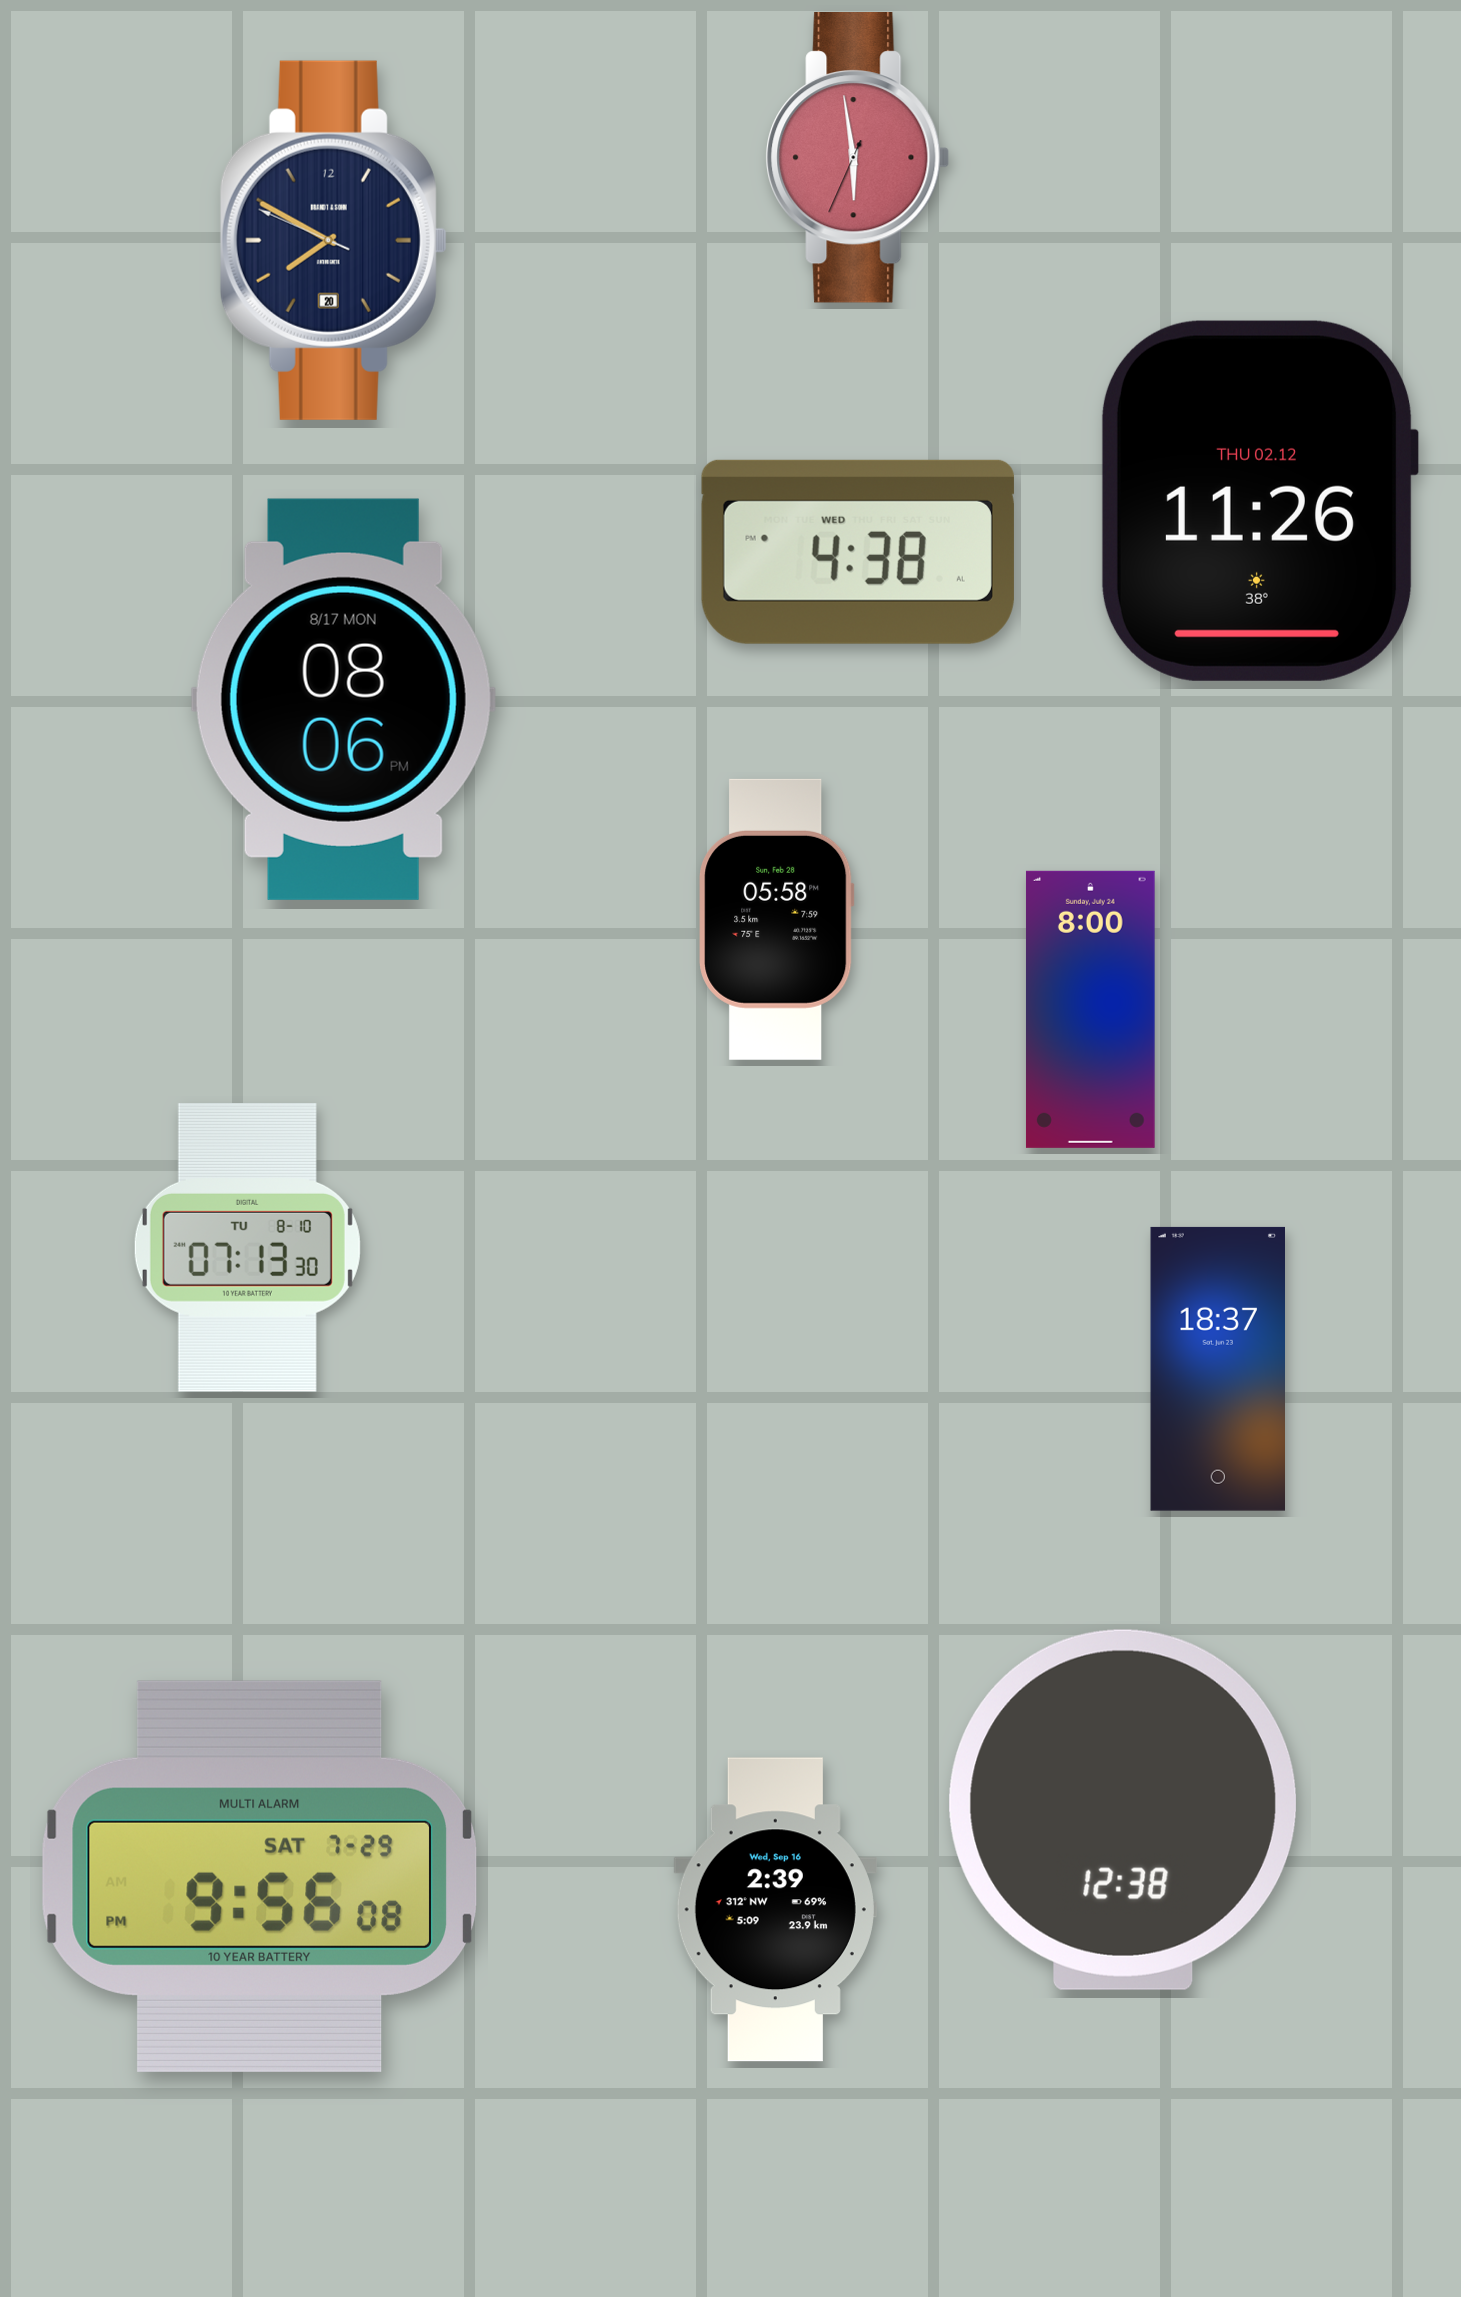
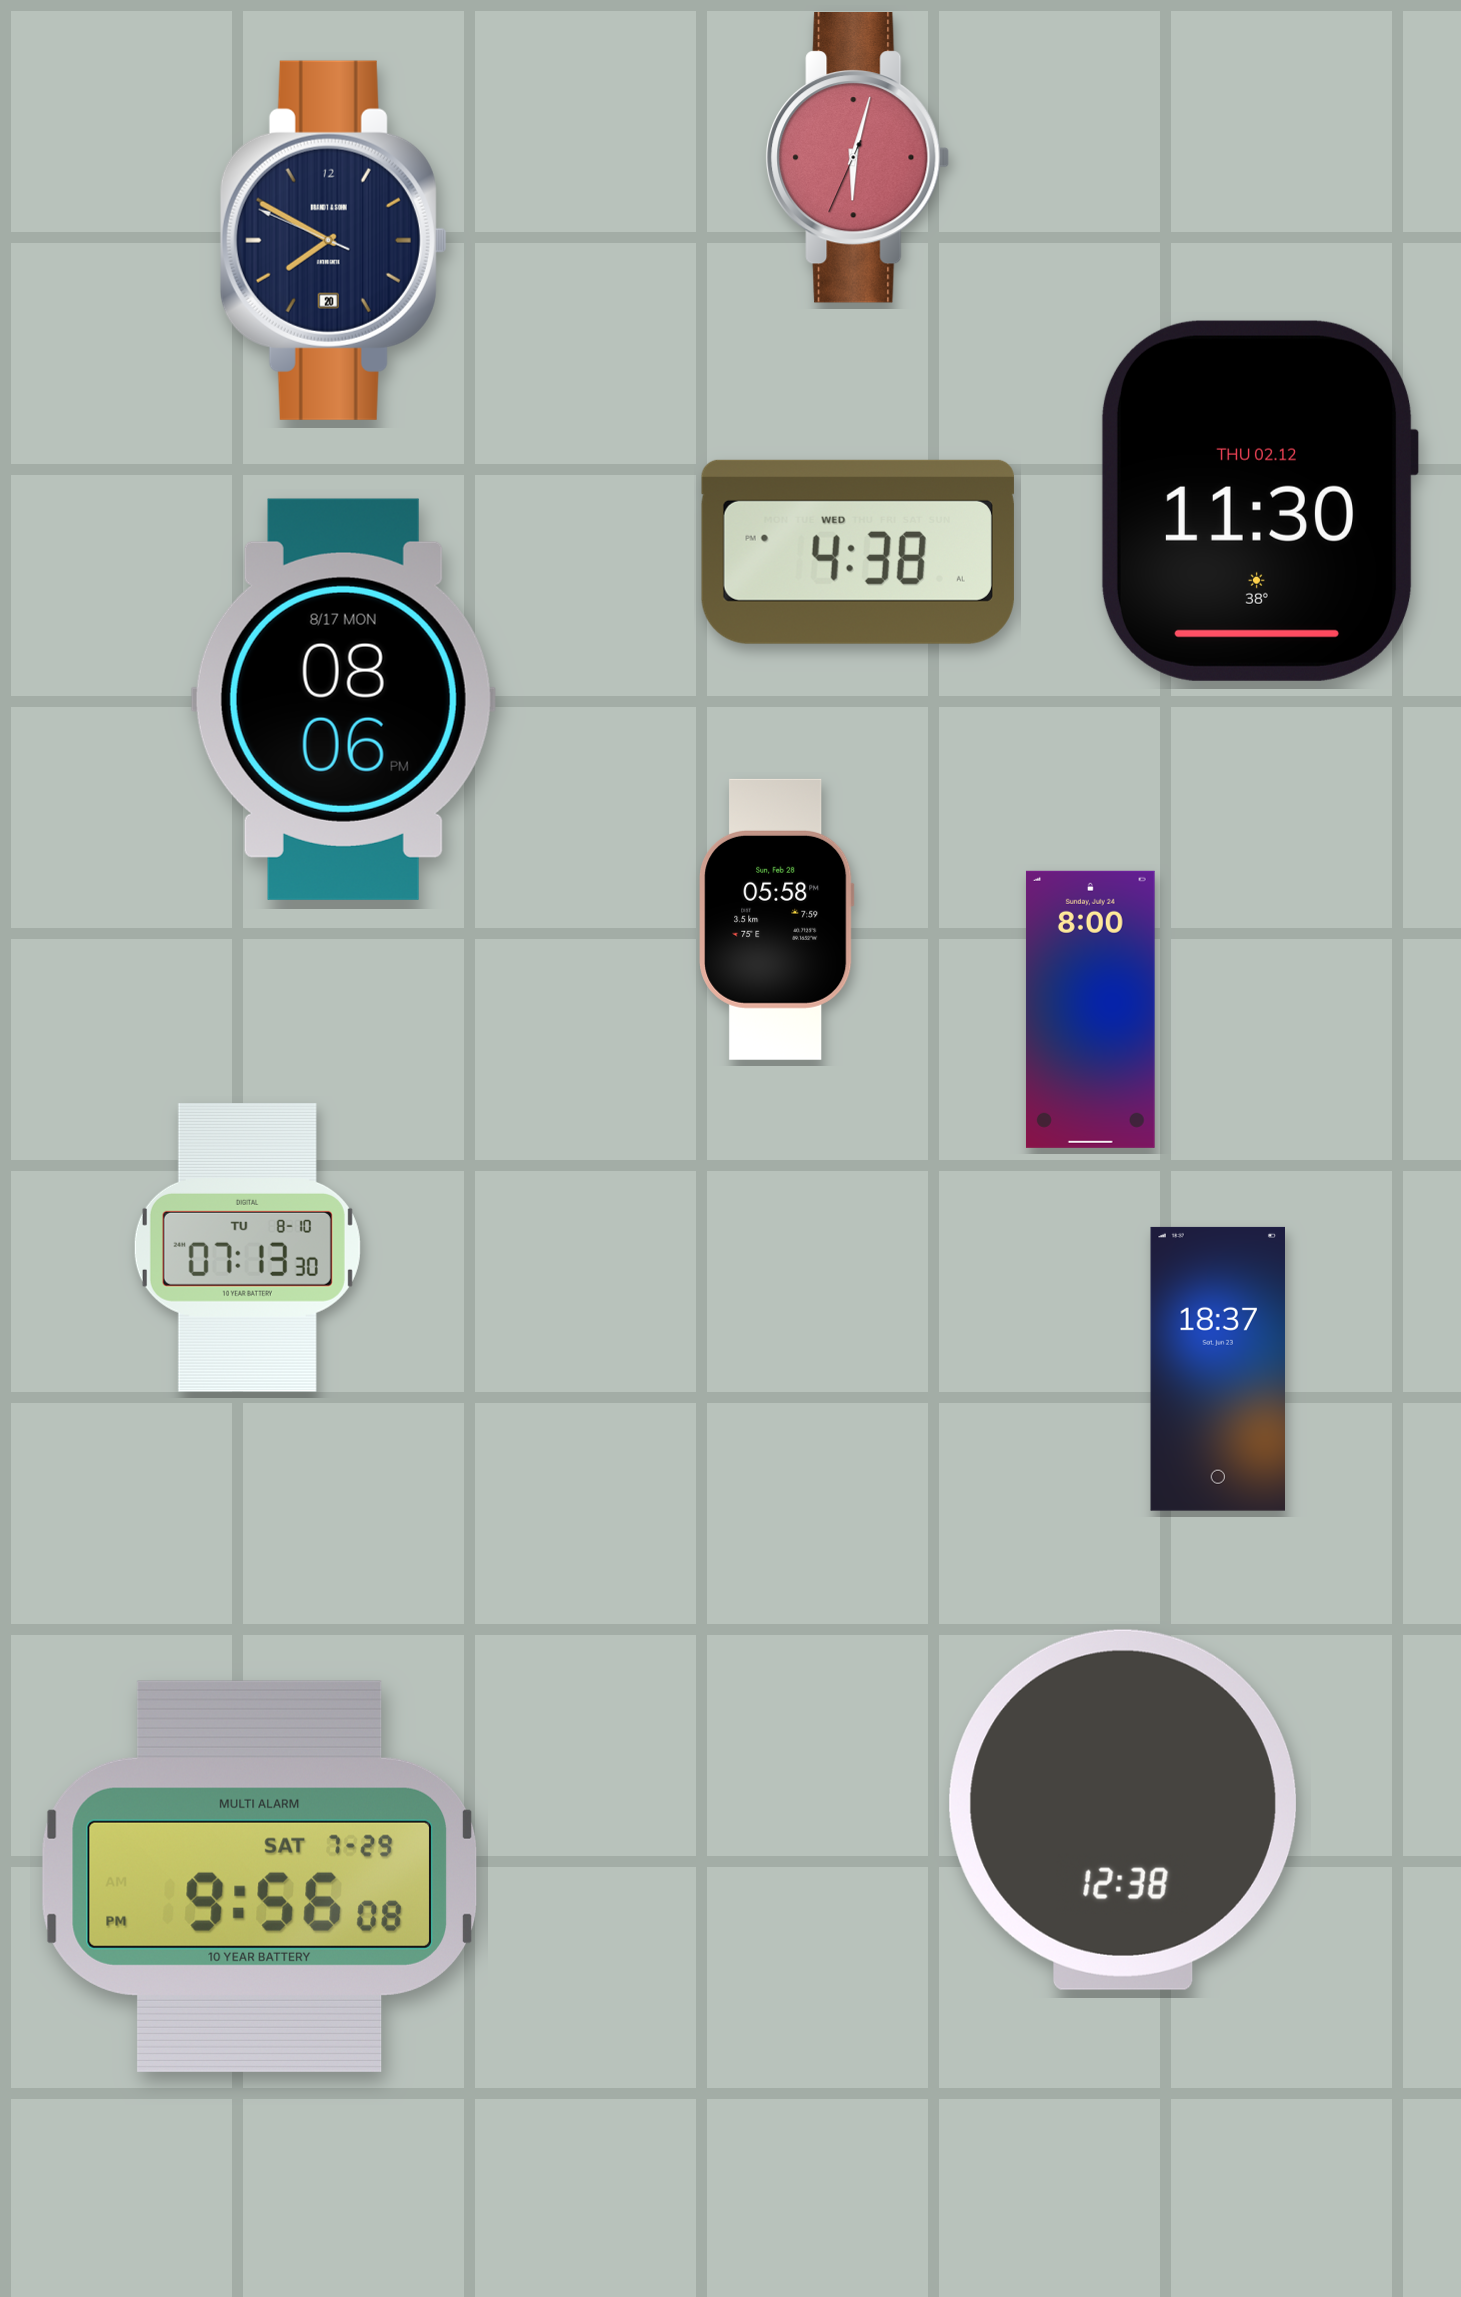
clock at (858, 158): 5:58 -> 6:02
clock at (1260, 501): 11:26 -> 11:30
clock at (775, 1910): 2:39 -> none
